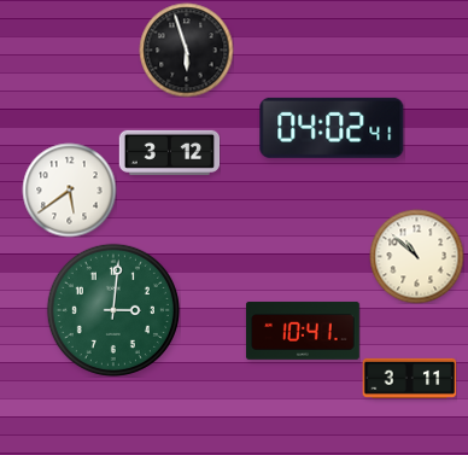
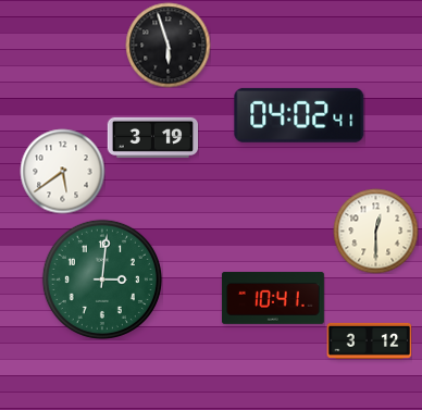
clock at (169, 152): 3:12 -> 3:19
clock at (416, 256): 10:52 -> 12:30
clock at (409, 378): 3:11 -> 3:12
